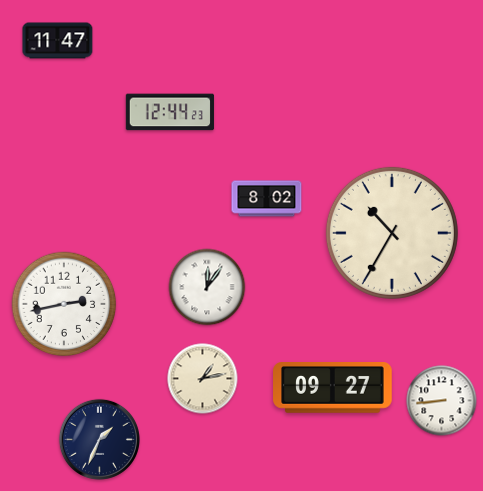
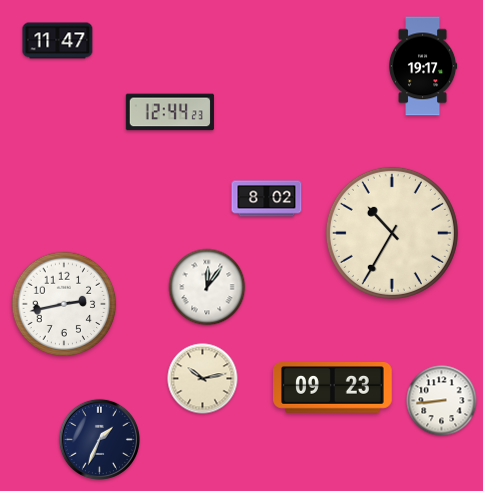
clock at (423, 66): none -> 19:17
clock at (203, 379): 1:13 -> 10:13
clock at (333, 388): 09:27 -> 09:23
